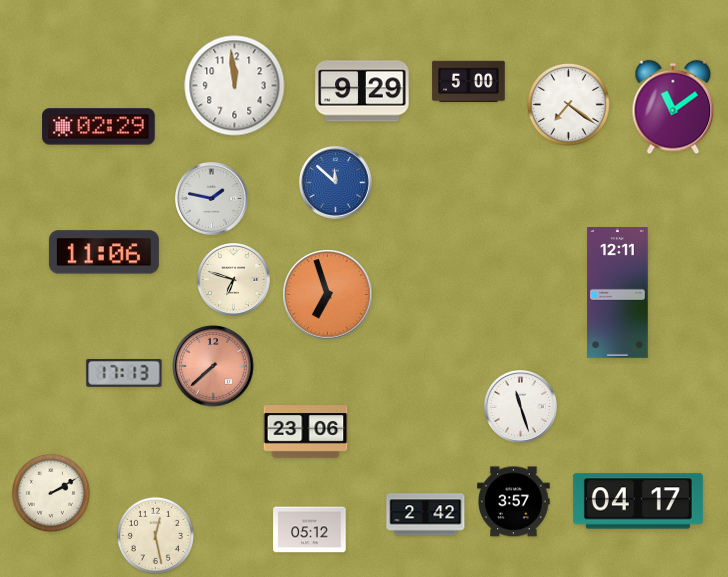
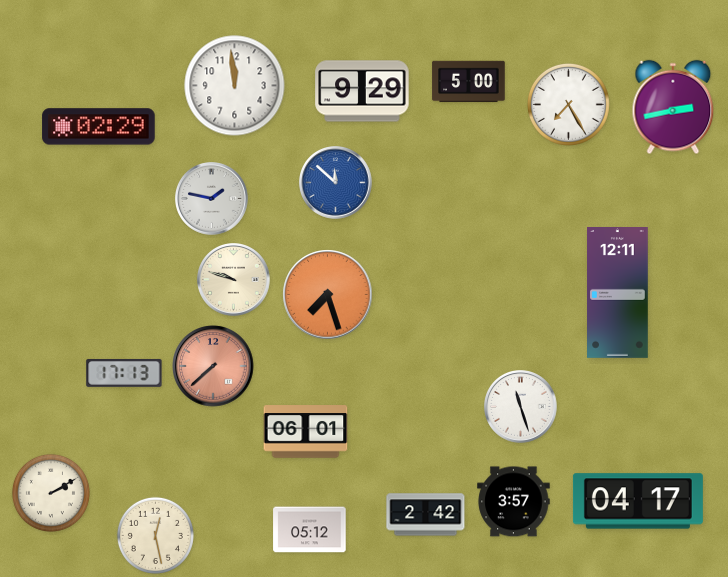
clock at (569, 105): 7:21 -> 7:25
clock at (673, 107): 11:09 -> 2:43
clock at (104, 252): 11:06 -> none
clock at (234, 280): 6:48 -> 9:48
clock at (328, 295): 6:57 -> 7:27
clock at (306, 432): 23:06 -> 06:01
